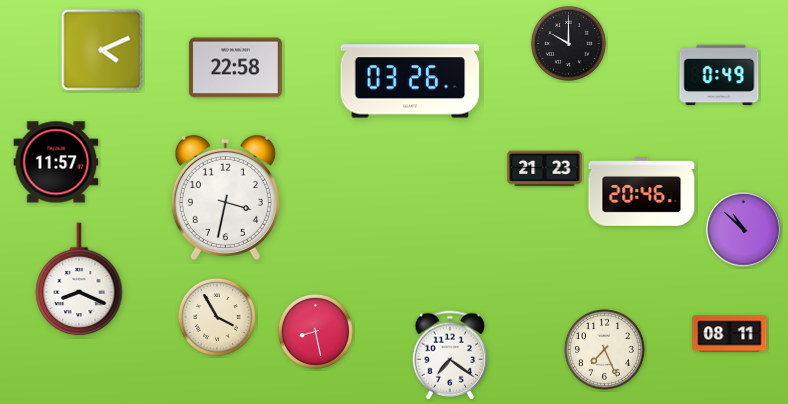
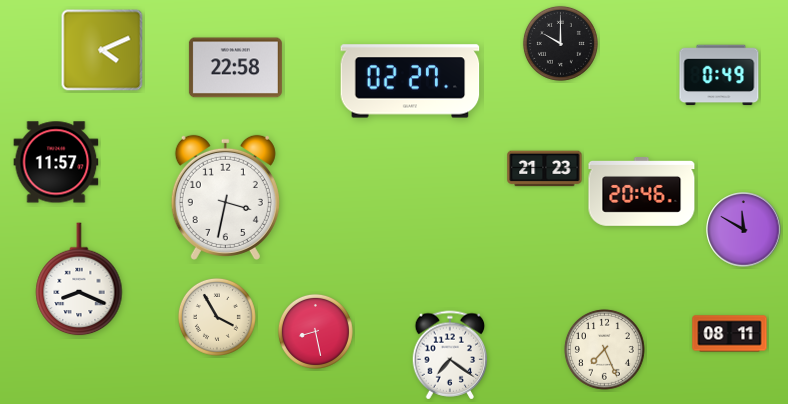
clock at (568, 43) position: (568, 43) -> (560, 43)
clock at (410, 81): 03:26 -> 02:27
clock at (744, 230): 10:52 -> 11:50
